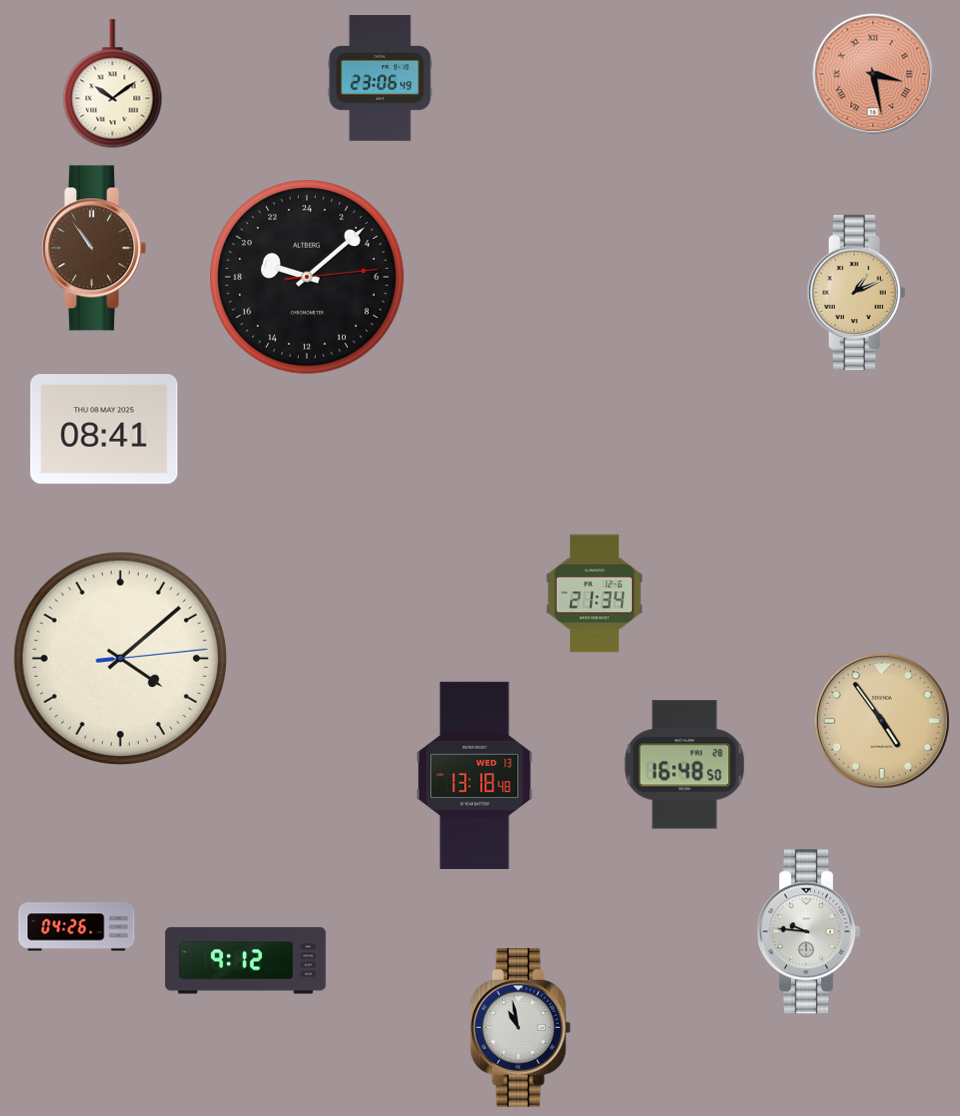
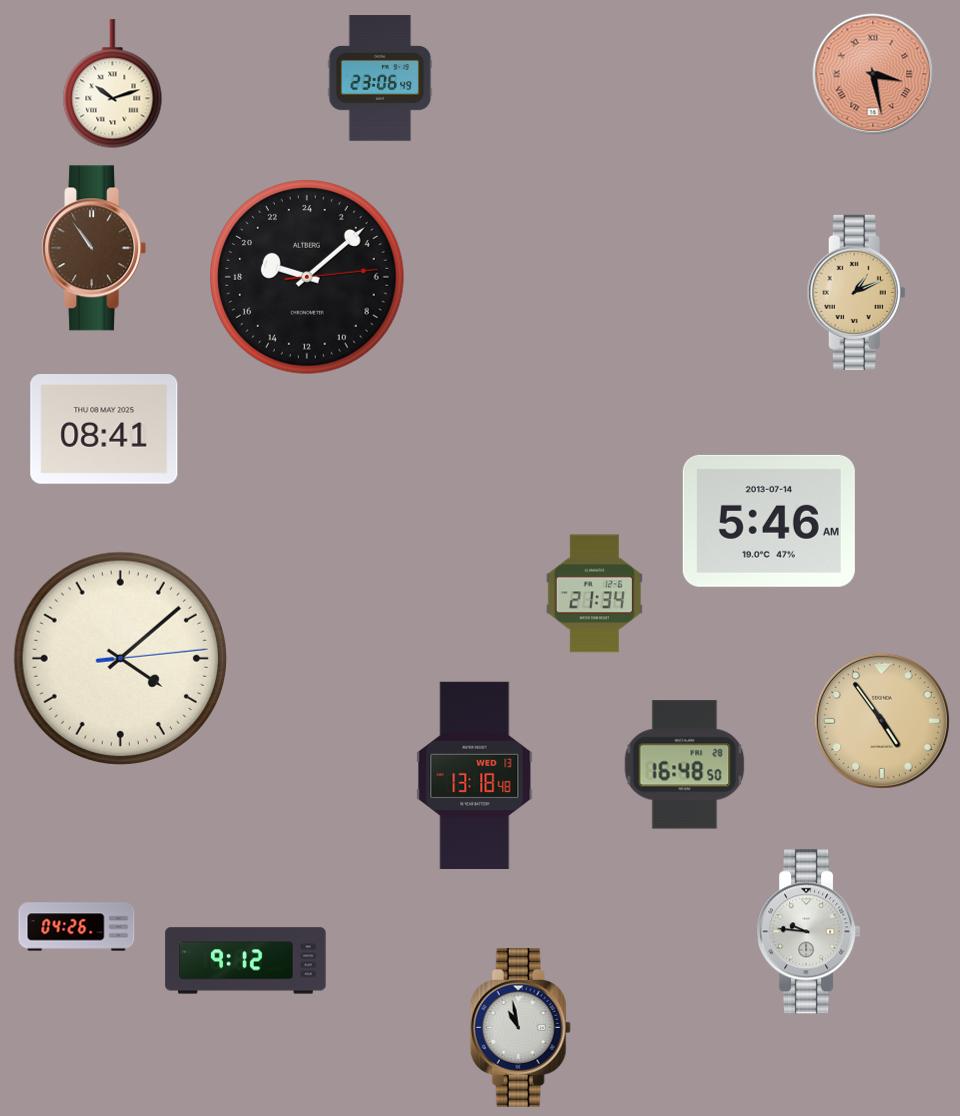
clock at (113, 84): 10:09 -> 10:12
clock at (769, 521): none -> 5:46
